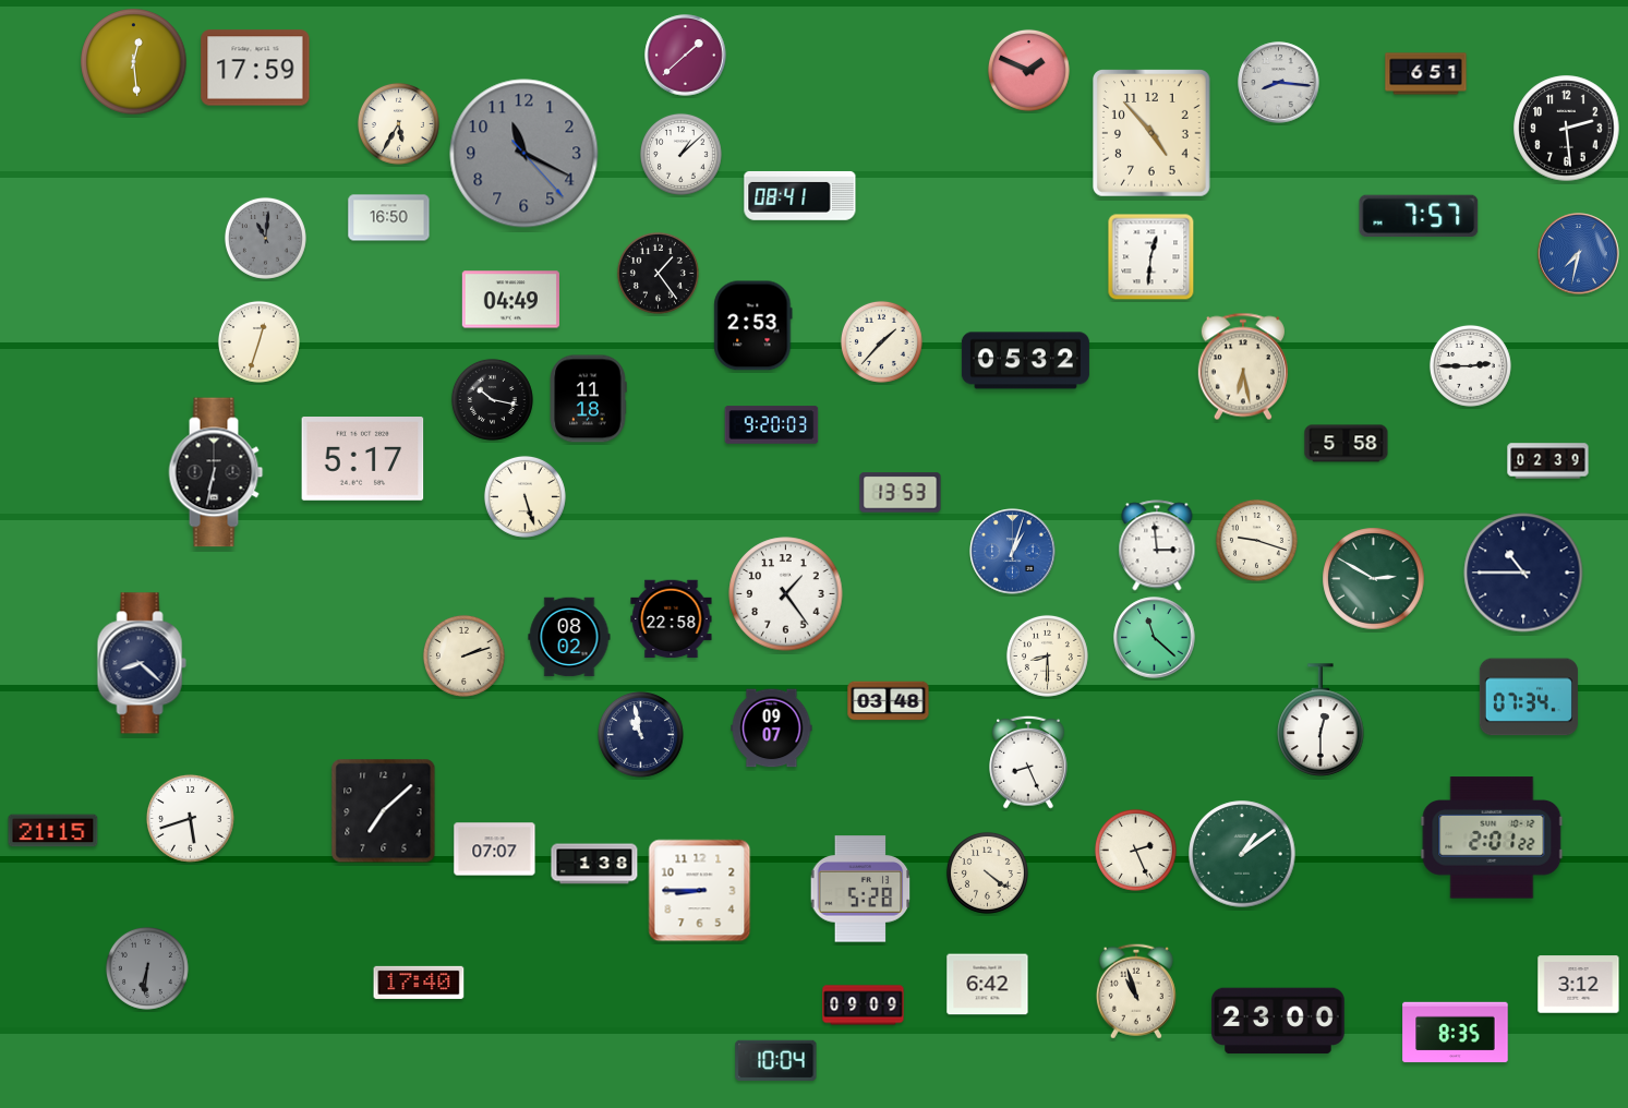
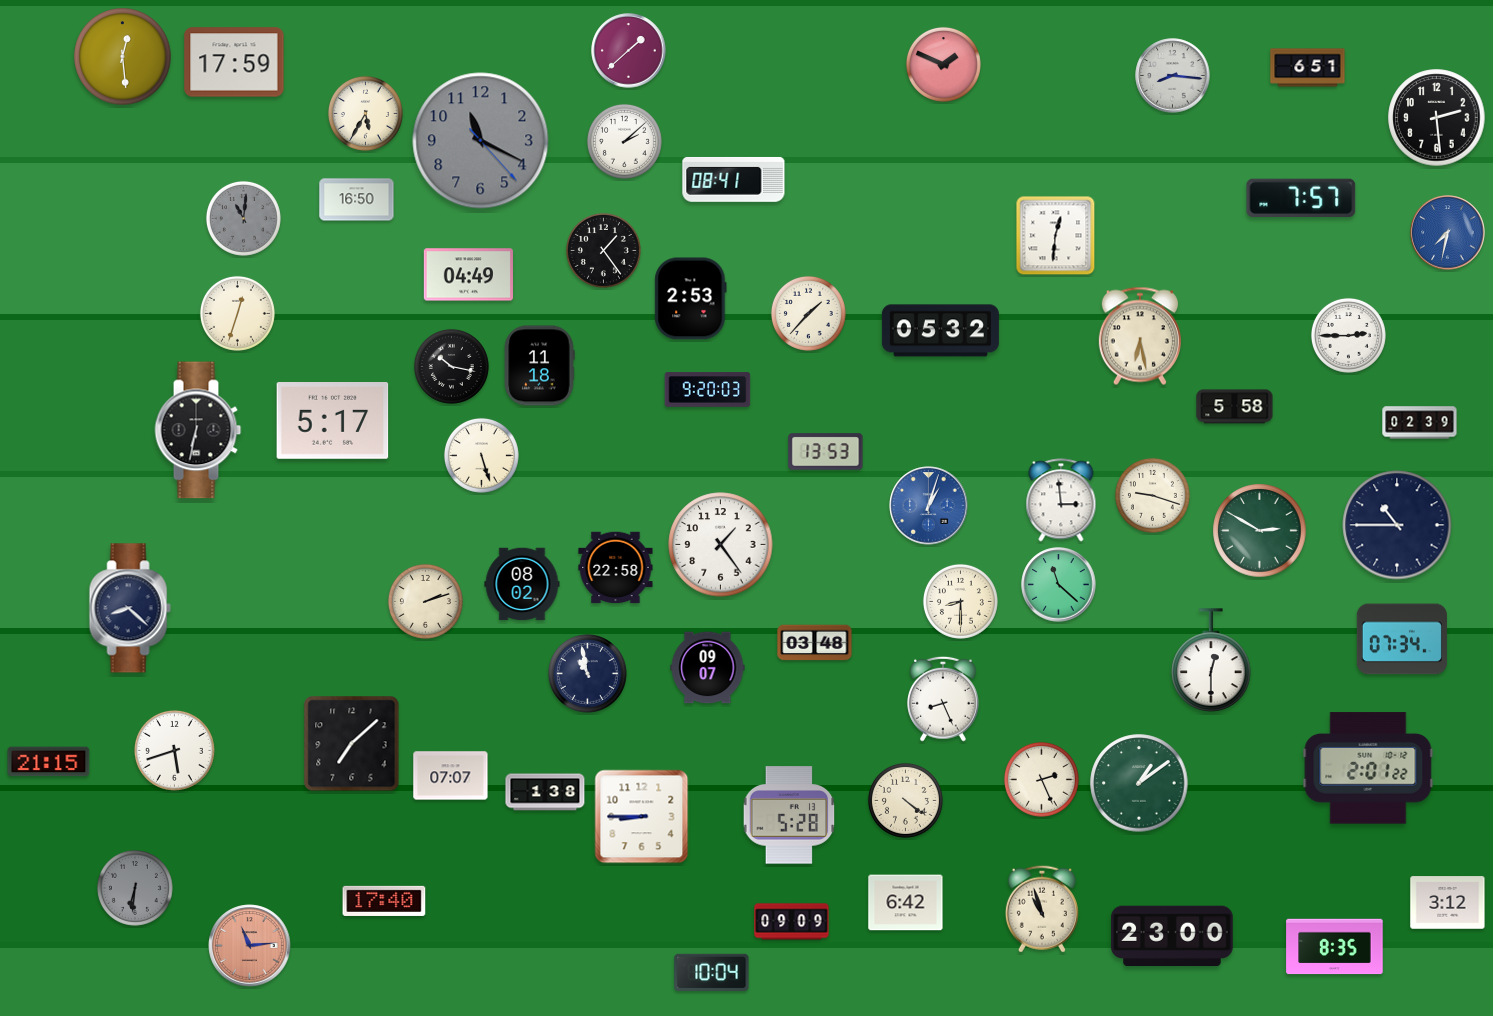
clock at (1153, 133): 4:53 -> none
clock at (680, 154): 1:08 -> 2:08
clock at (216, 472) position: (216, 472) -> (198, 430)
clock at (495, 850) position: (495, 850) -> (451, 776)
clock at (250, 946): none -> 11:14
